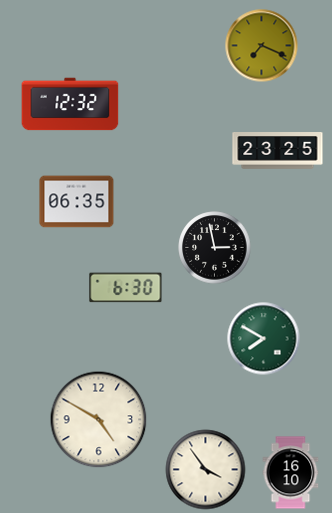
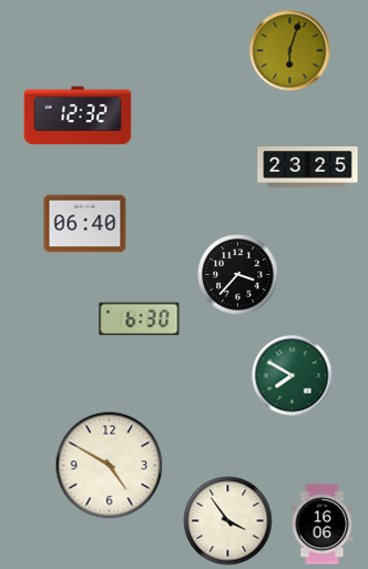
clock at (262, 46): 7:19 -> 6:03
clock at (77, 202): 06:35 -> 06:40
clock at (215, 248): 2:58 -> 3:37
clock at (291, 473): 16:10 -> 16:06
